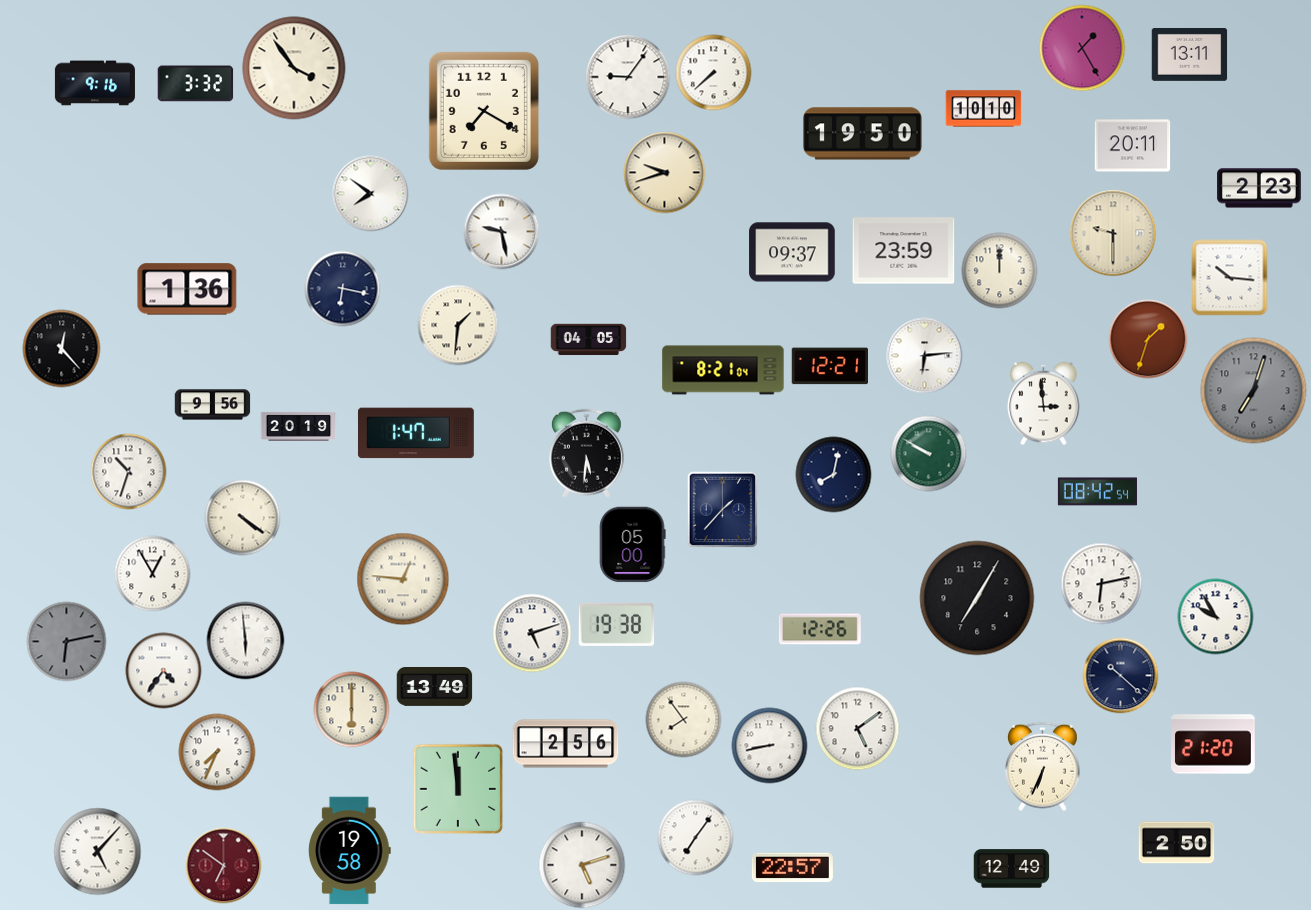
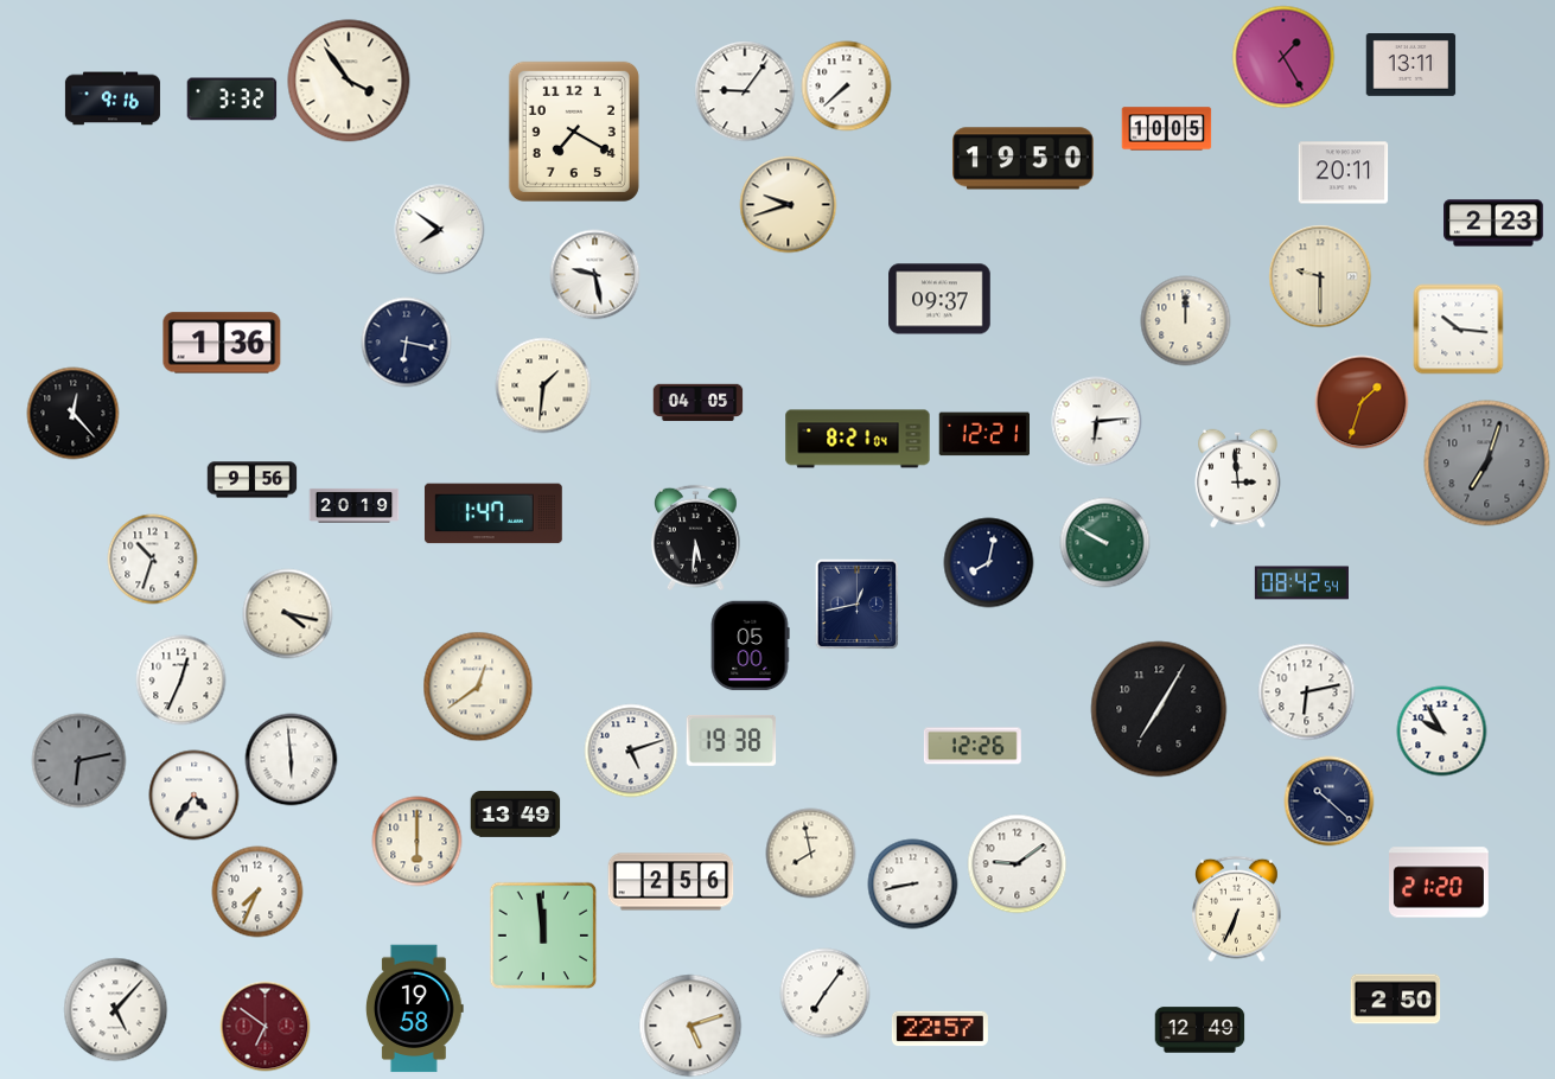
clock at (984, 109): 10:10 -> 10:05
clock at (904, 251): 23:59 -> none
clock at (929, 454) position: (929, 454) -> (1105, 543)
clock at (723, 510): 1:37 -> 12:43
clock at (243, 518): 4:21 -> 4:17
clock at (153, 574): 12:55 -> 12:34
clock at (403, 579): 12:46 -> 12:39
clock at (684, 720): 7:54 -> 7:58
clock at (858, 729): 5:09 -> 9:09
